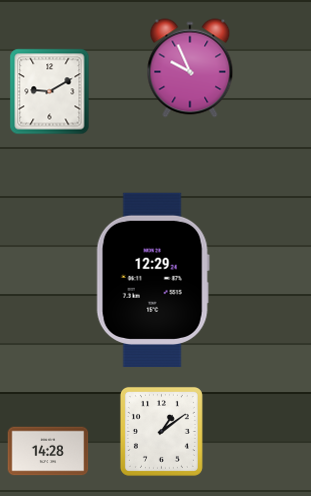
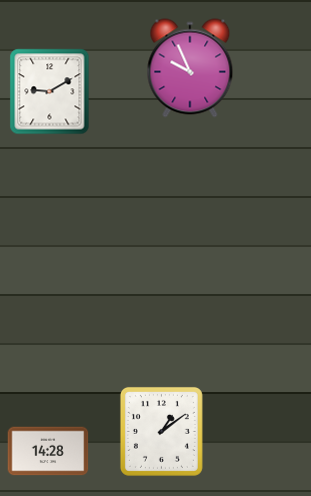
clock at (153, 280): 12:29 -> none
